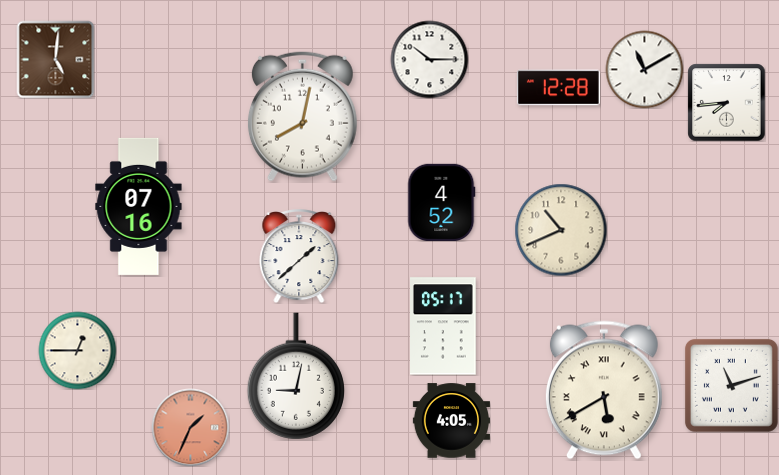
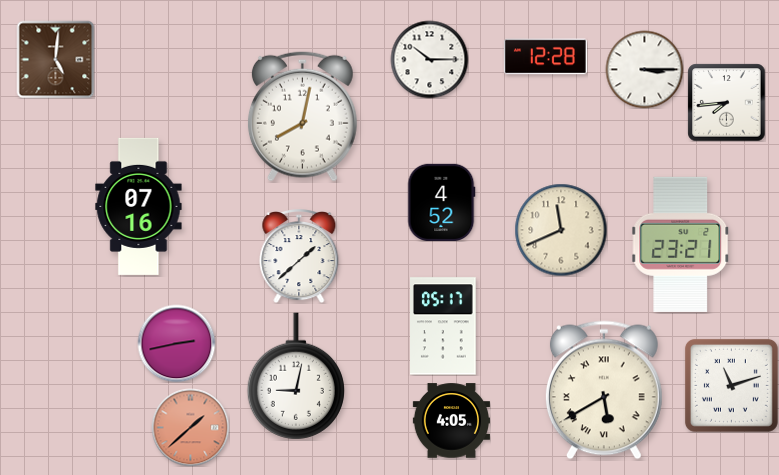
clock at (644, 69): 11:10 -> 3:15
clock at (558, 88) position: (558, 88) -> (545, 57)
clock at (561, 230): 10:41 -> 11:41
clock at (681, 244): none -> 23:21
clock at (176, 343): none -> 2:43
clock at (77, 350): 12:45 -> none
clock at (190, 427): 1:34 -> 1:38
